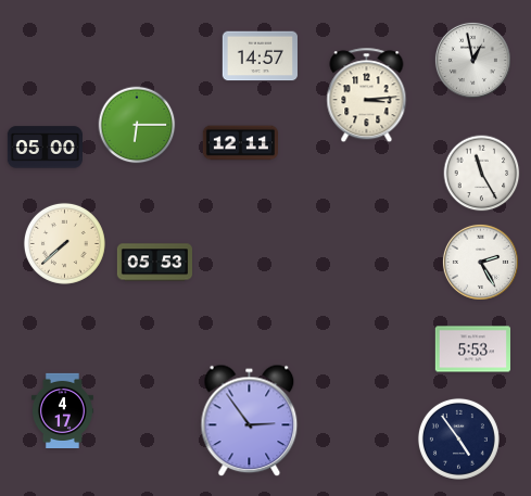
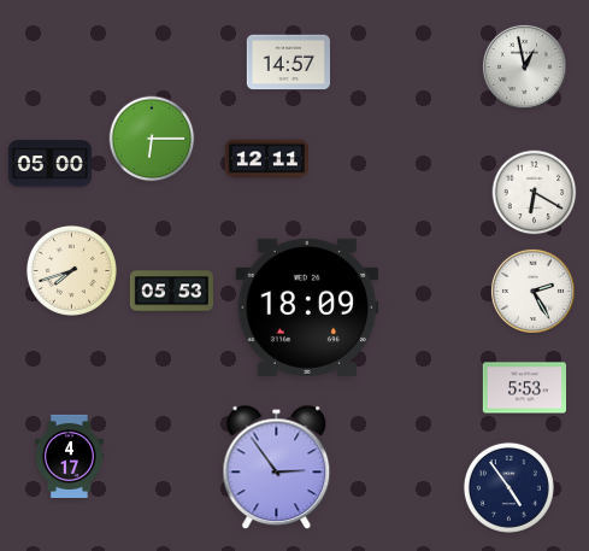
clock at (367, 96): 3:14 -> none
clock at (482, 174): 11:25 -> 6:20
clock at (64, 243): 7:38 -> 7:42
clock at (307, 307): none -> 18:09
